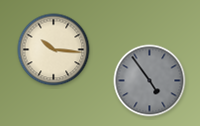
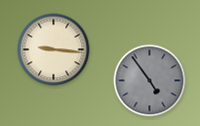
clock at (54, 50): 10:16 -> 9:16
